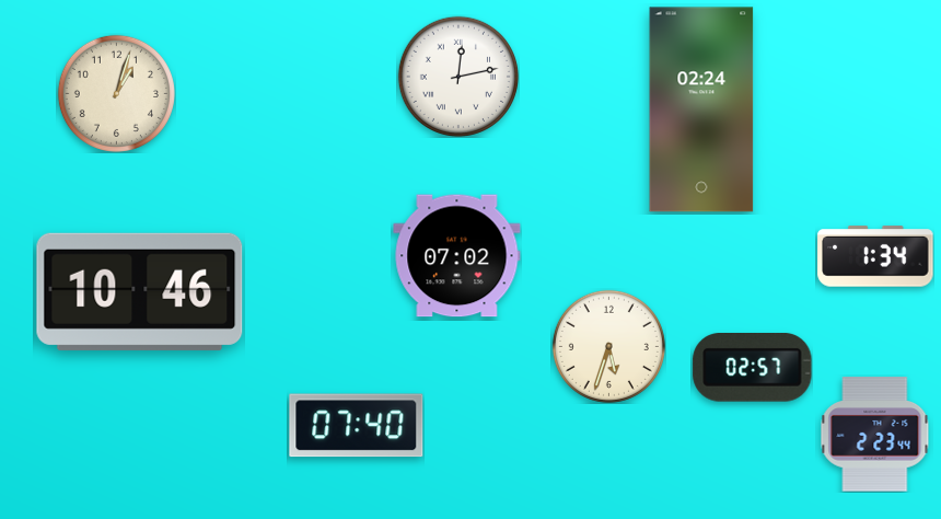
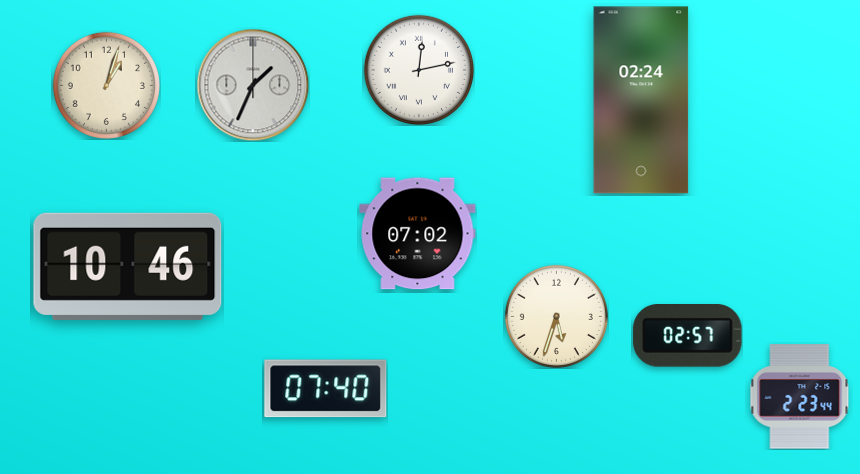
clock at (253, 85): none -> 1:34
clock at (875, 256): 1:34 -> none
